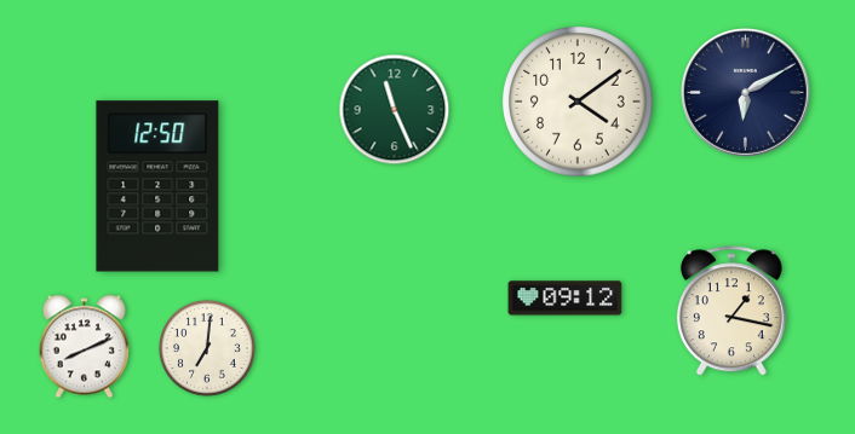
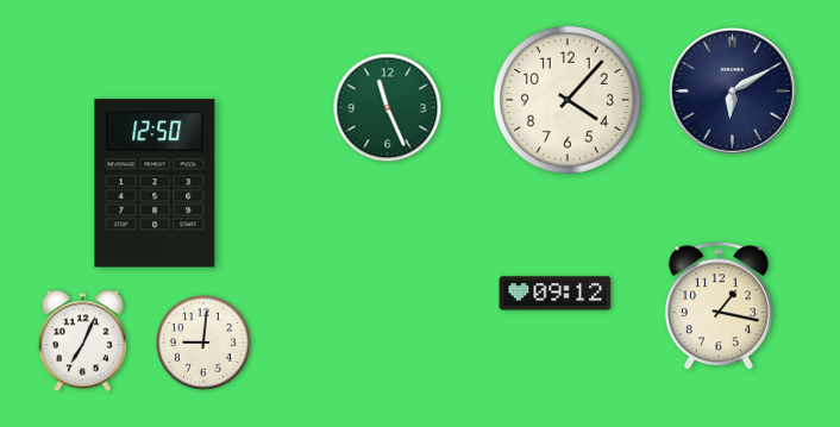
clock at (578, 102): 4:09 -> 4:07
clock at (84, 347): 8:11 -> 7:04
clock at (208, 349): 7:01 -> 9:01
